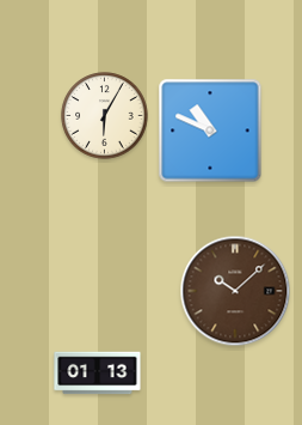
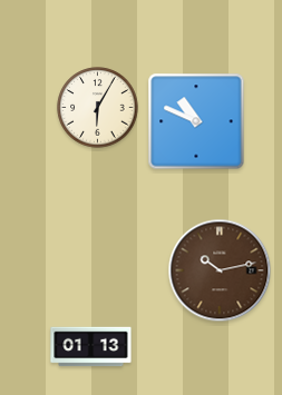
clock at (235, 291): 10:08 -> 10:13
